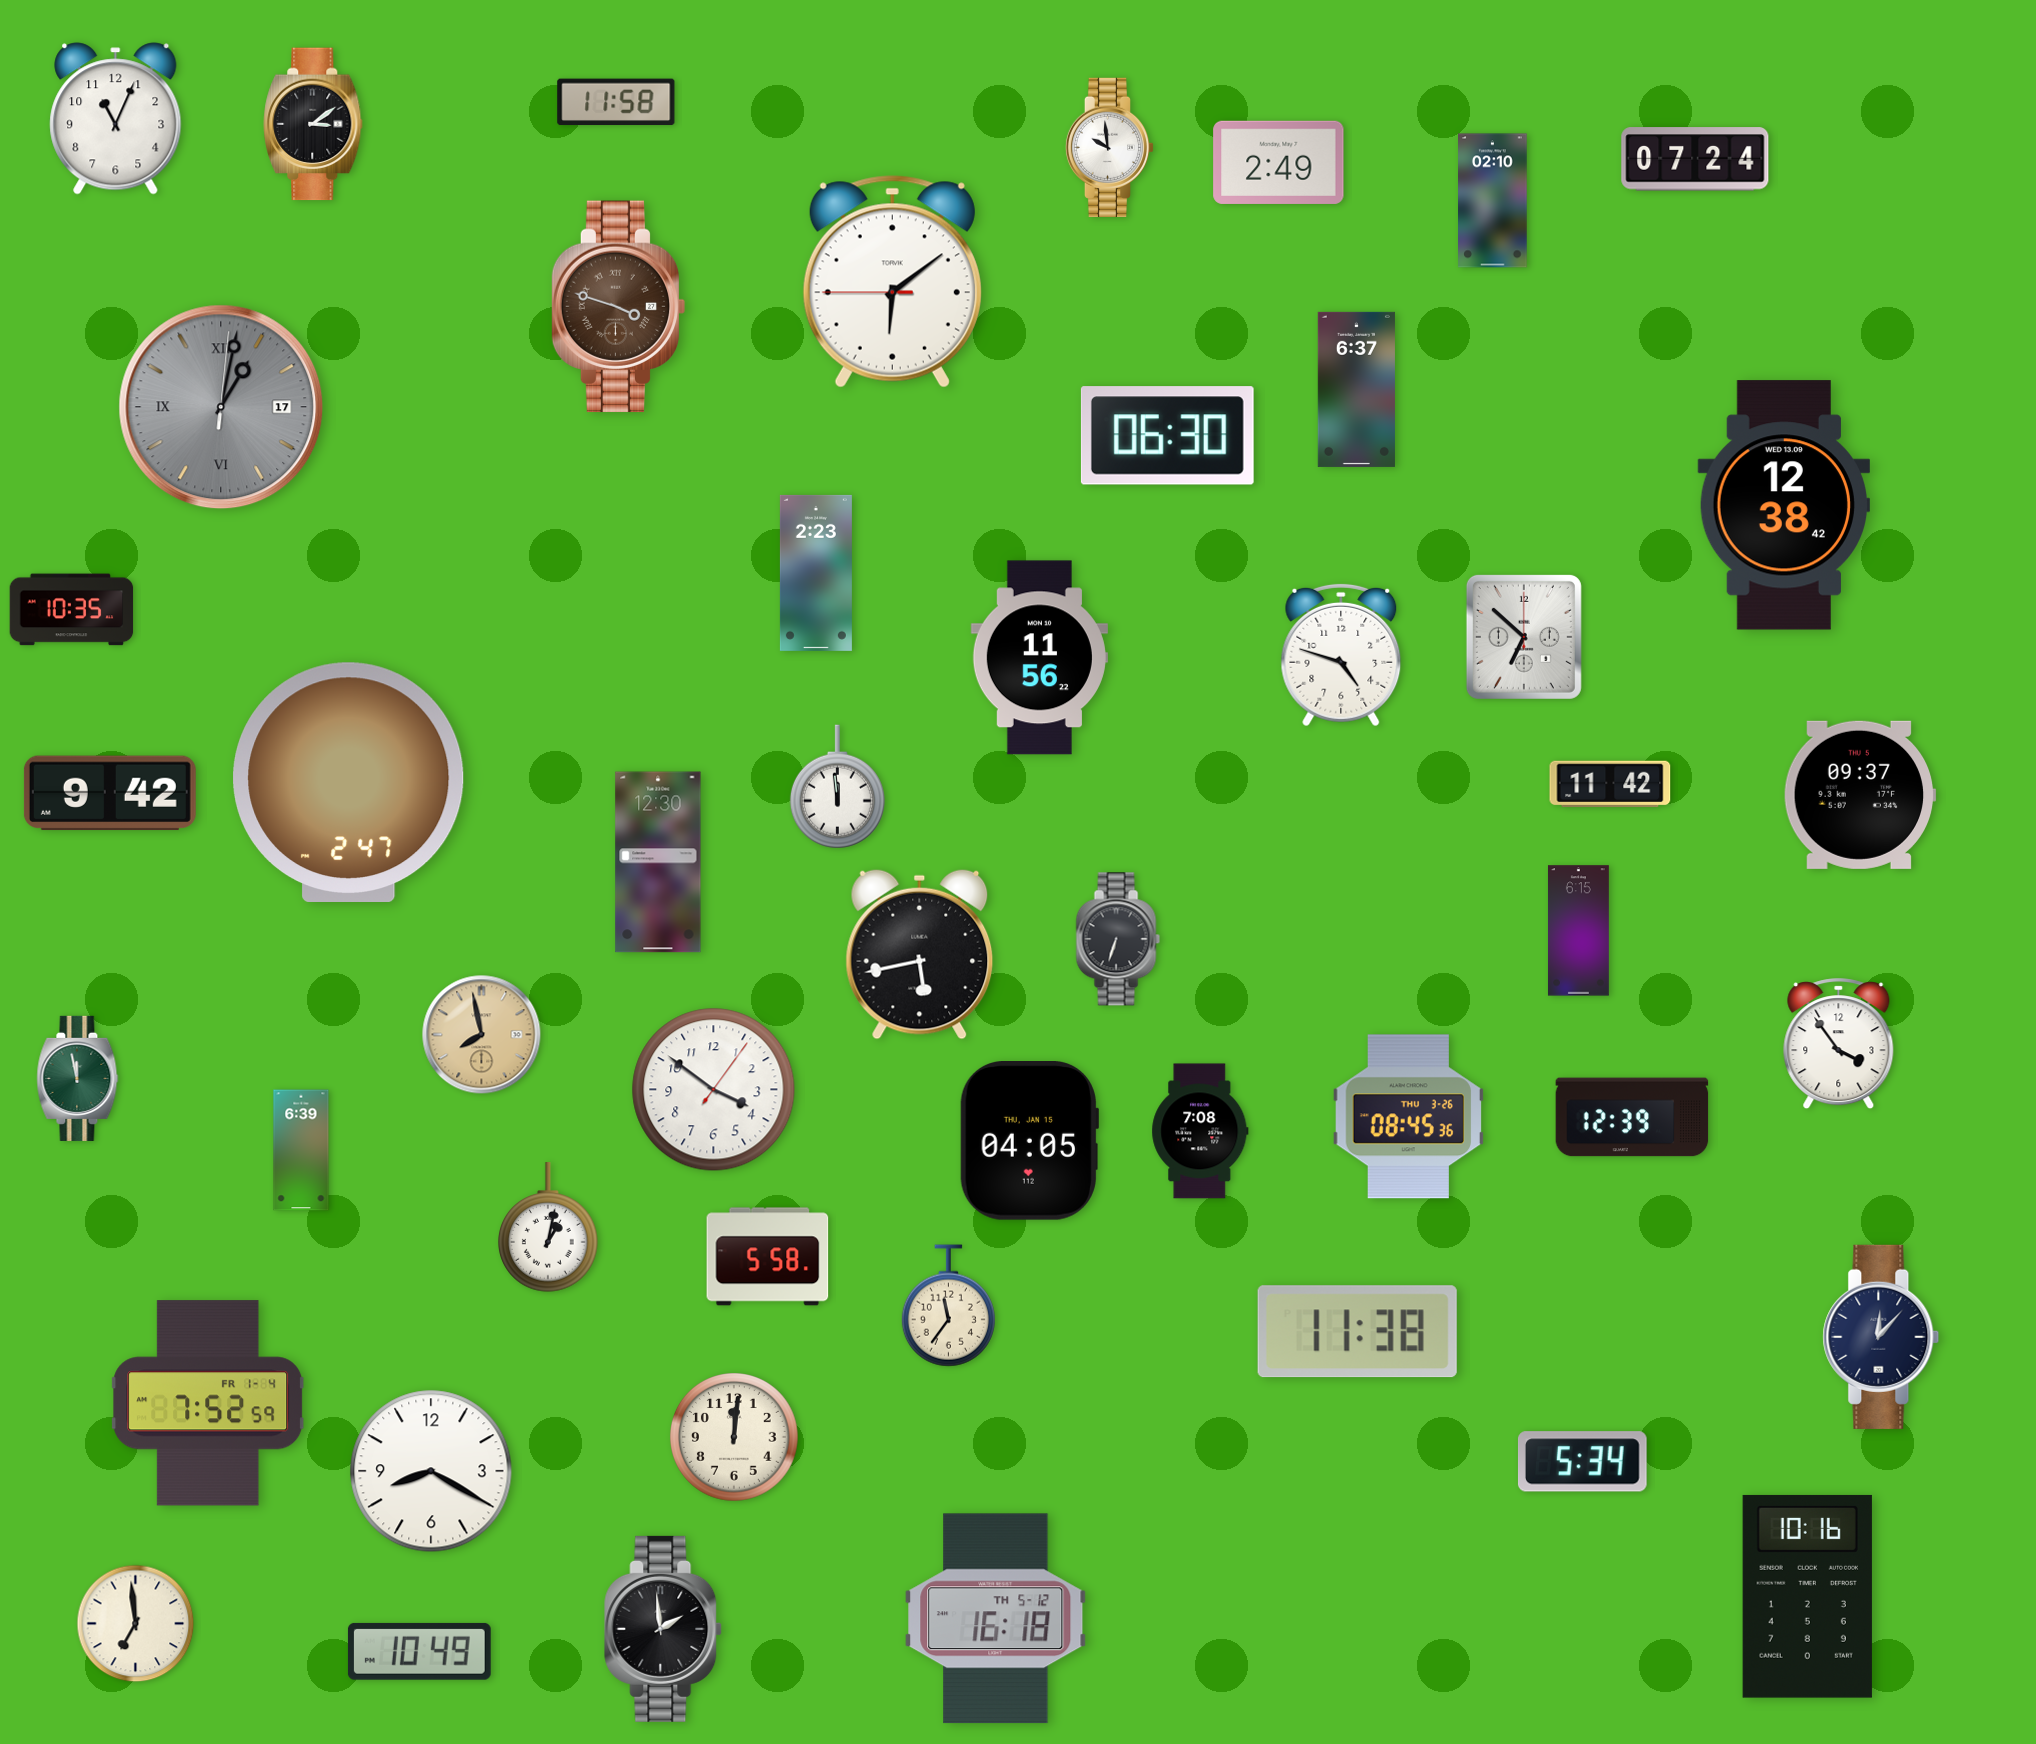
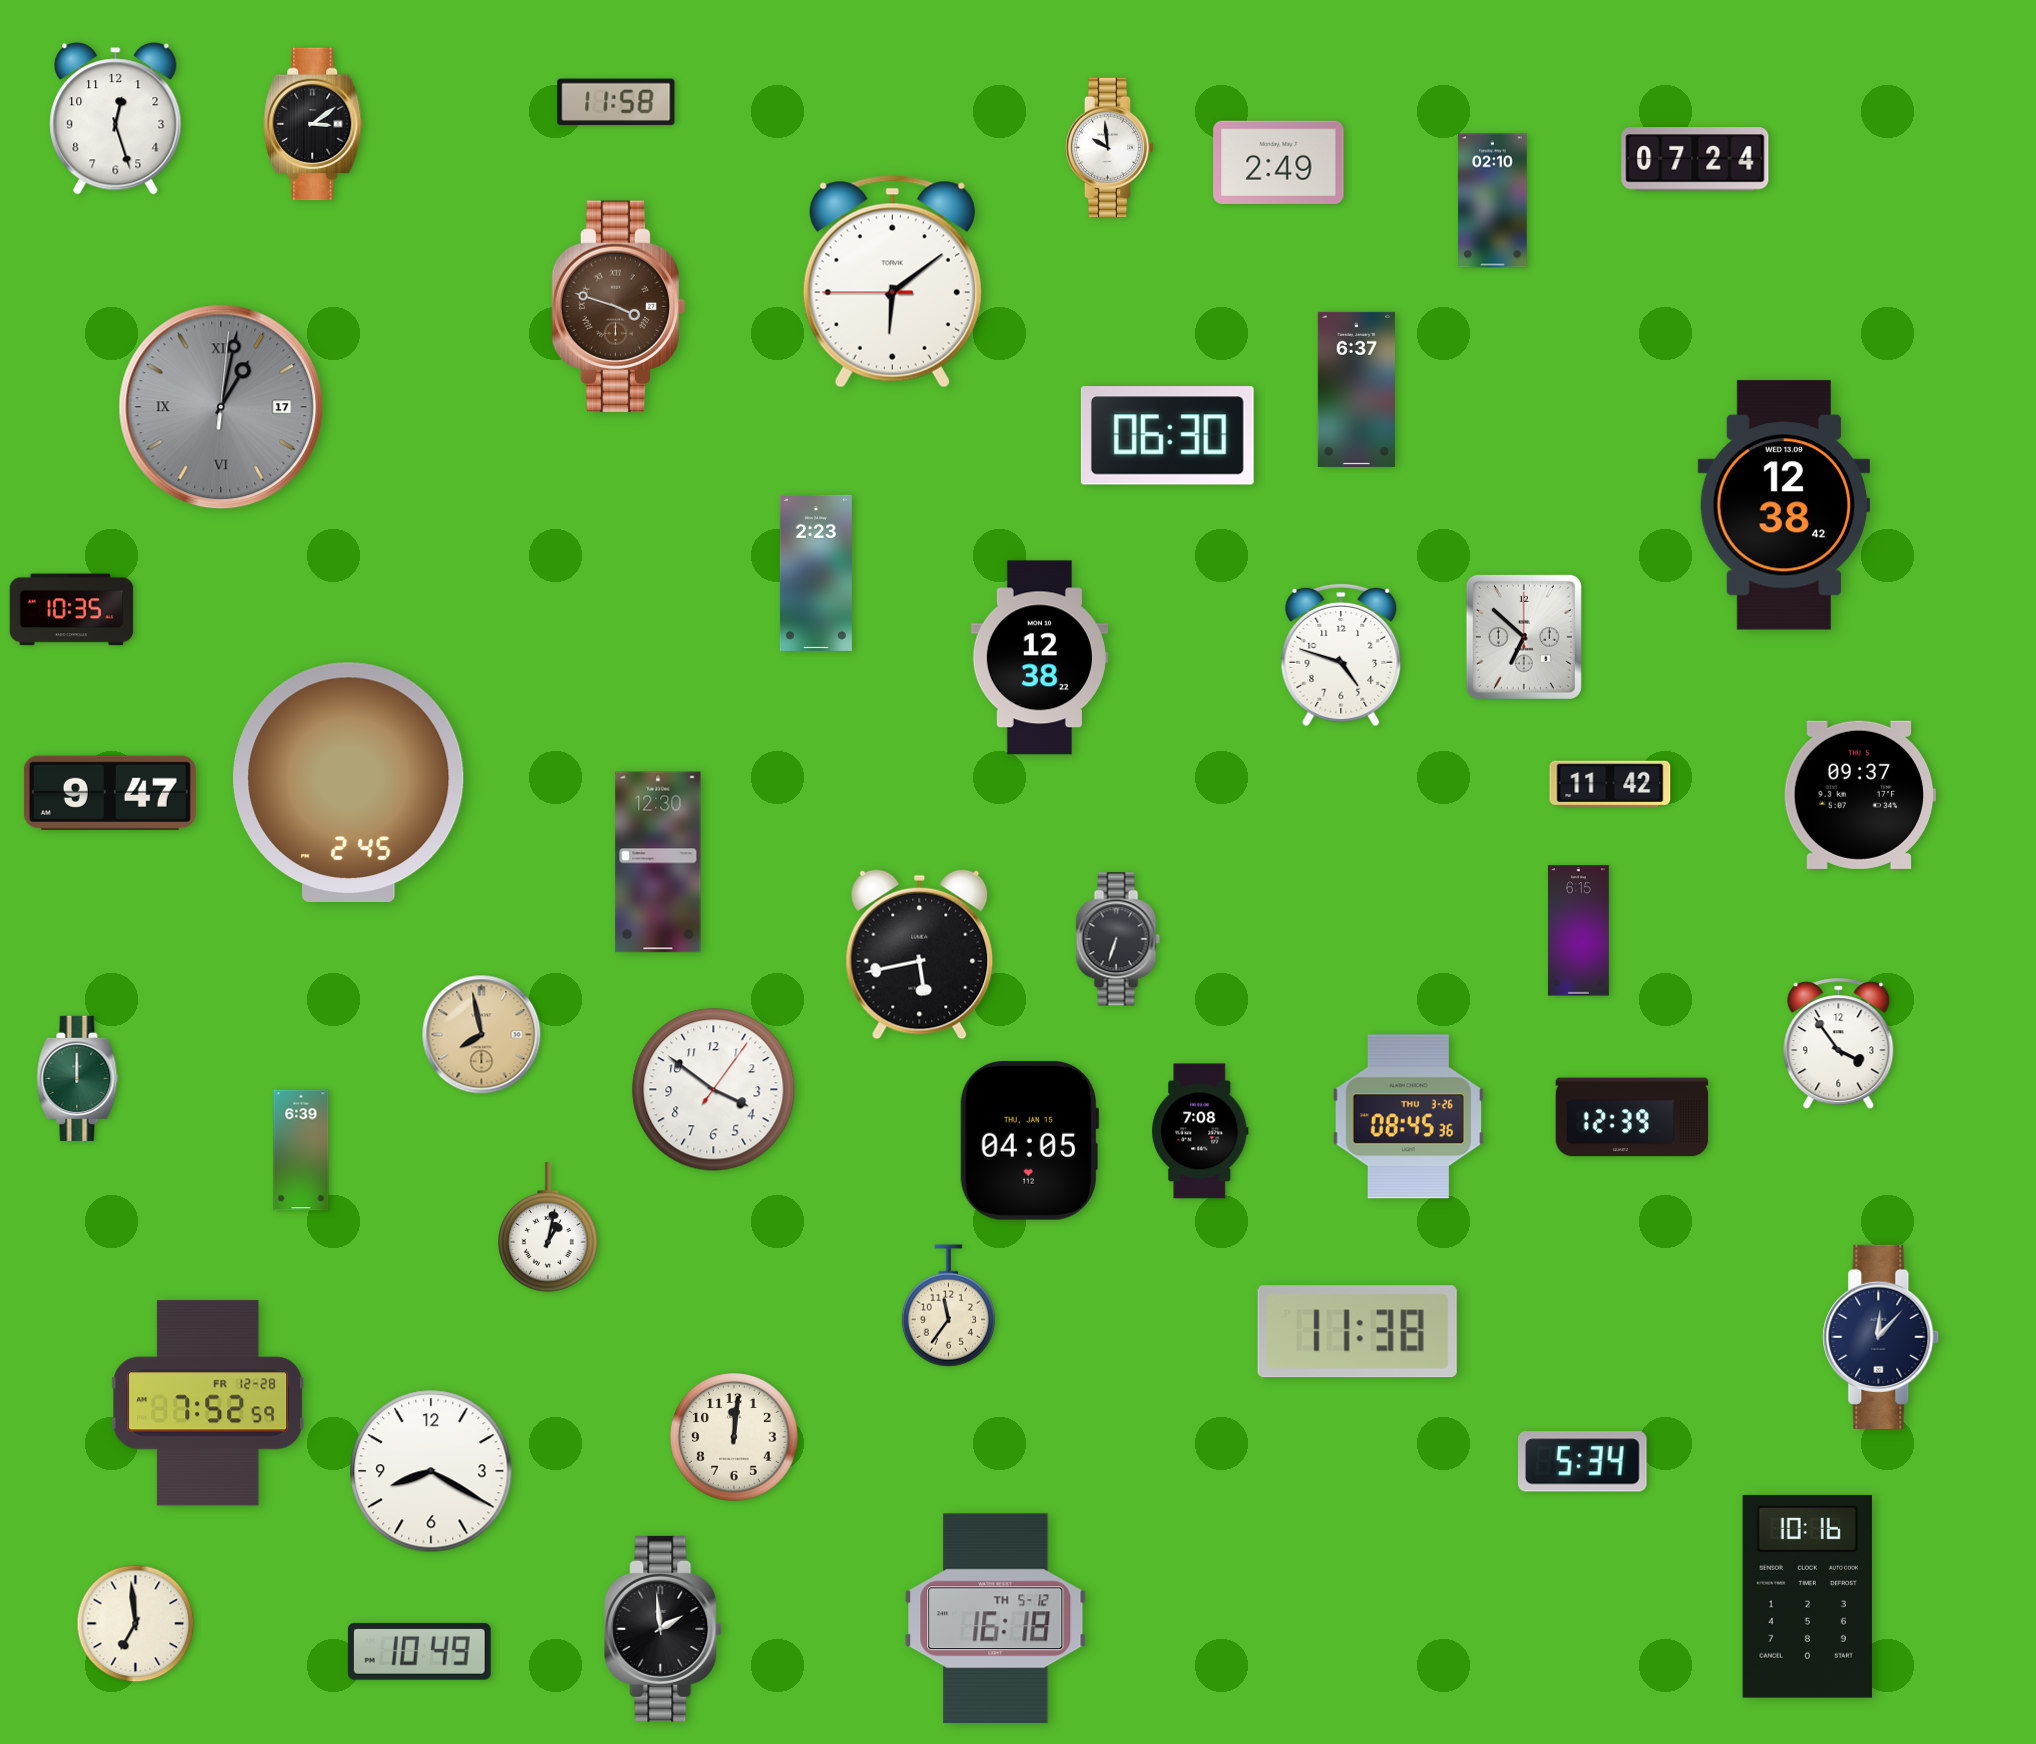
clock at (116, 119): 11:04 -> 12:27
clock at (1039, 658): 11:56 -> 12:38
clock at (349, 782): 2:47 -> 2:45
clock at (837, 787): 11:59 -> none
clock at (110, 793): 9:42 -> 9:47
clock at (78, 1078): 11:58 -> 12:00
clock at (768, 1257): 5:58 -> none
clock at (208, 1403) date: FR 1-4 -> FR 12-28
